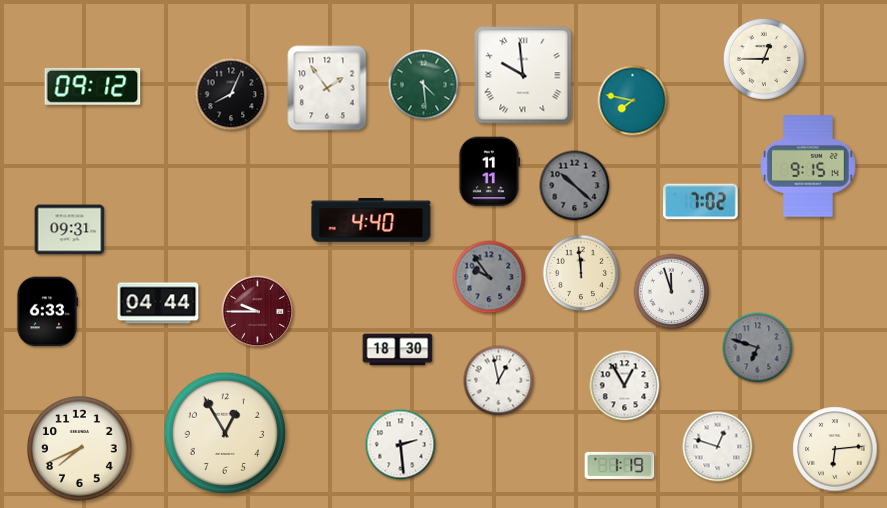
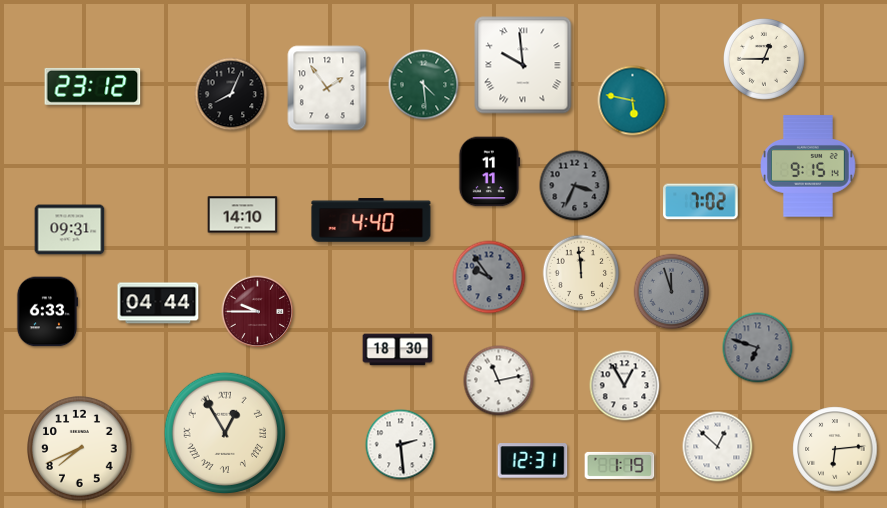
clock at (523, 75) position: (523, 75) -> (523, 65)
clock at (93, 86): 09:12 -> 23:12
clock at (633, 101): 7:47 -> 5:47
clock at (575, 186): 10:22 -> 3:34
clock at (243, 215): none -> 14:10
clock at (672, 292) dial: white -> grey
clock at (499, 381): 12:58 -> 11:13
clock at (224, 432) numerals: Arabic -> Roman
clock at (718, 447): 12:48 -> 12:52
clock at (533, 461): none -> 12:31
